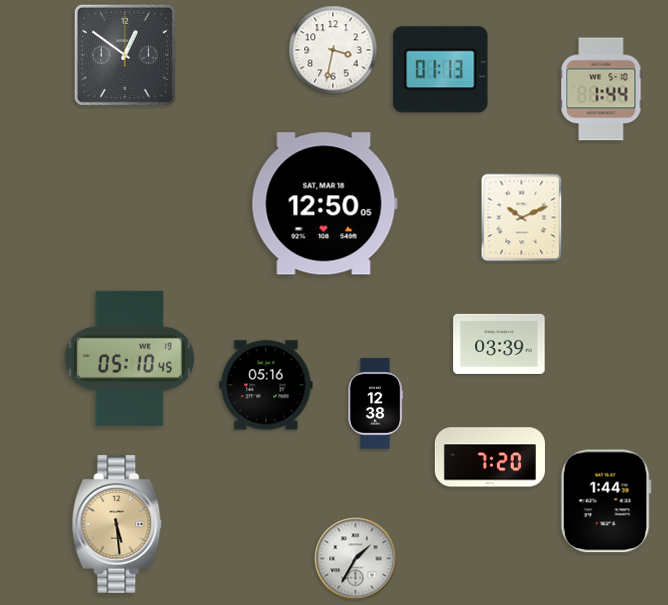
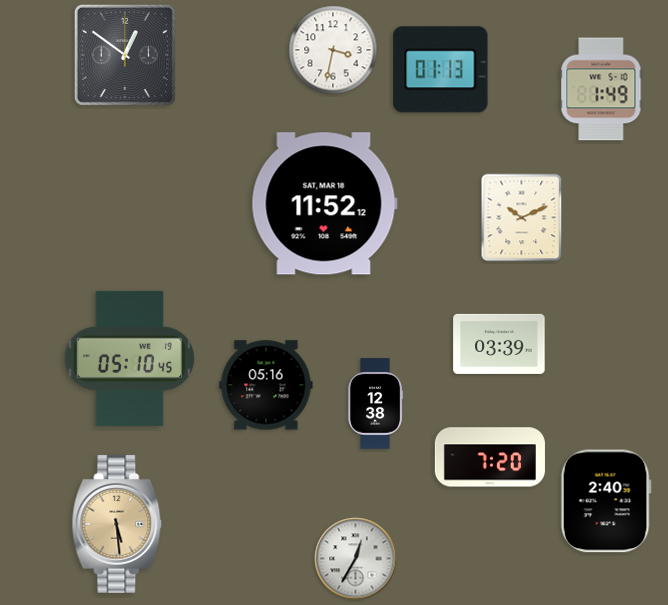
clock at (601, 89): 1:44 -> 1:49
clock at (324, 204): 12:50 -> 11:52
clock at (606, 501): 1:44 -> 2:40
clock at (356, 559): 1:35 -> 12:35
